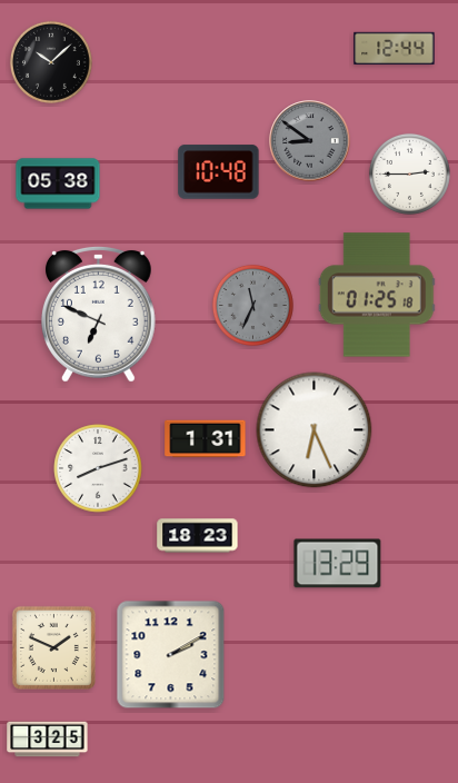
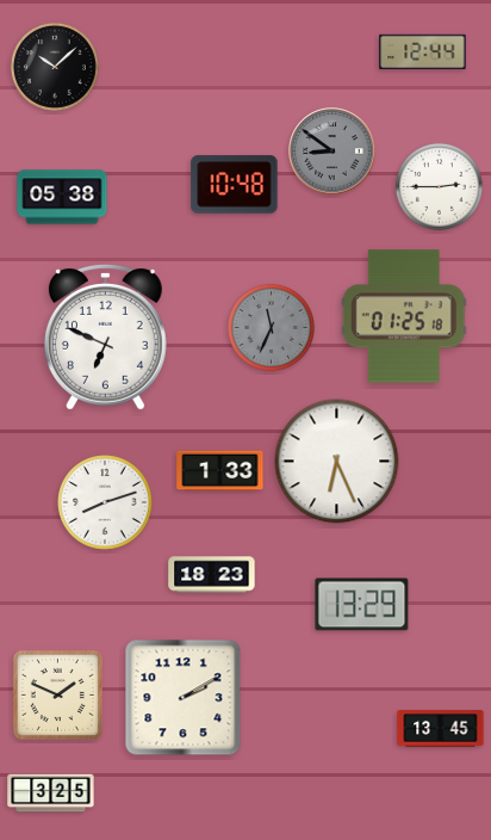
clock at (206, 439): 1:31 -> 1:33
clock at (171, 655) position: (171, 655) -> (184, 698)
clock at (441, 729): none -> 13:45
